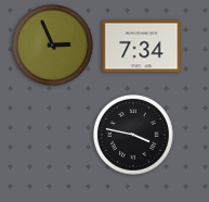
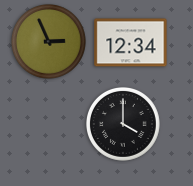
clock at (142, 47): 7:34 -> 12:34
clock at (133, 135): 3:47 -> 4:00
